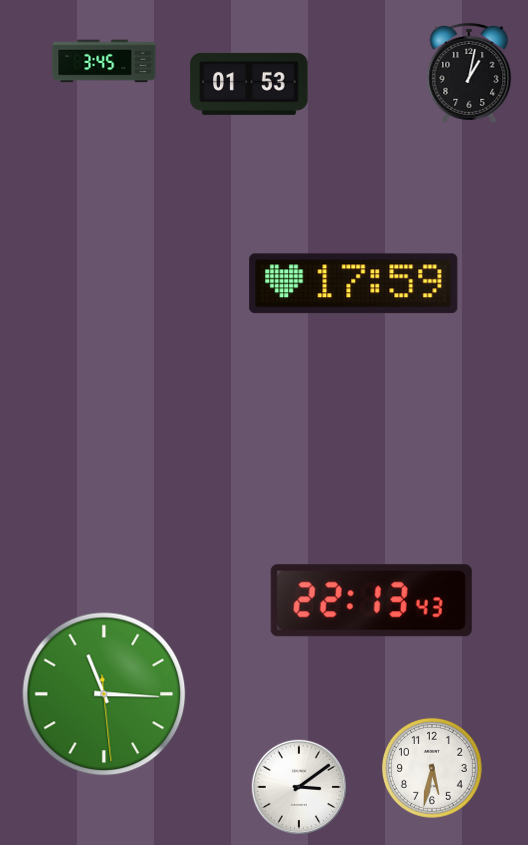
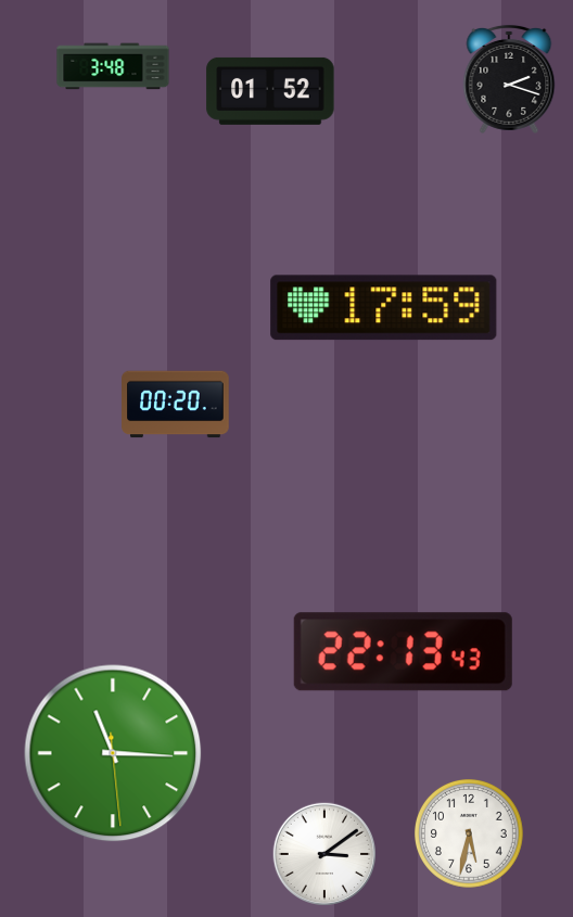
clock at (104, 61): 3:45 -> 3:48
clock at (469, 73): 1:02 -> 2:18
clock at (249, 84): 01:53 -> 01:52
clock at (176, 405): none -> 00:20
